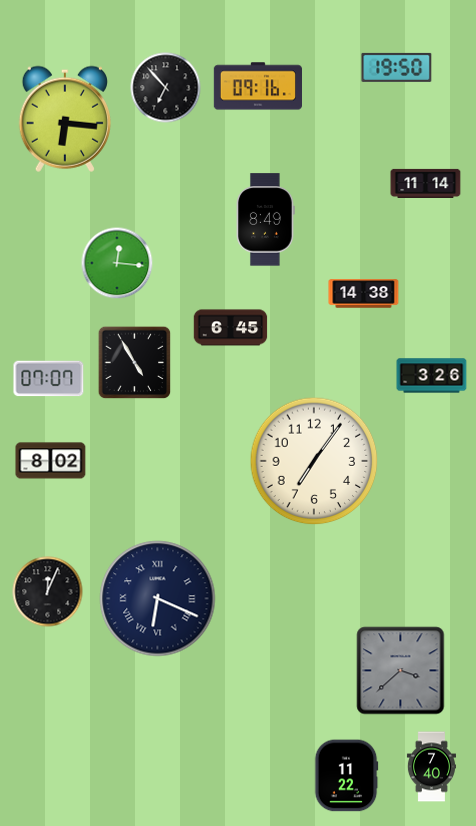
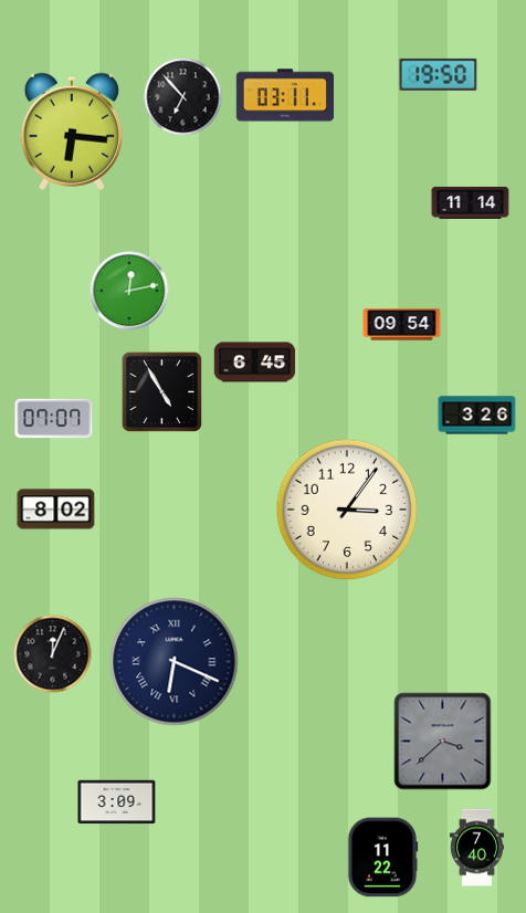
clock at (257, 86): 09:16 -> 03:11
clock at (265, 220): 8:49 -> none
clock at (117, 263): 12:16 -> 12:13
clock at (364, 294): 14:38 -> 09:54
clock at (135, 363) position: (135, 363) -> (162, 392)
clock at (314, 461): 7:06 -> 3:06
clock at (117, 802): none -> 3:09
